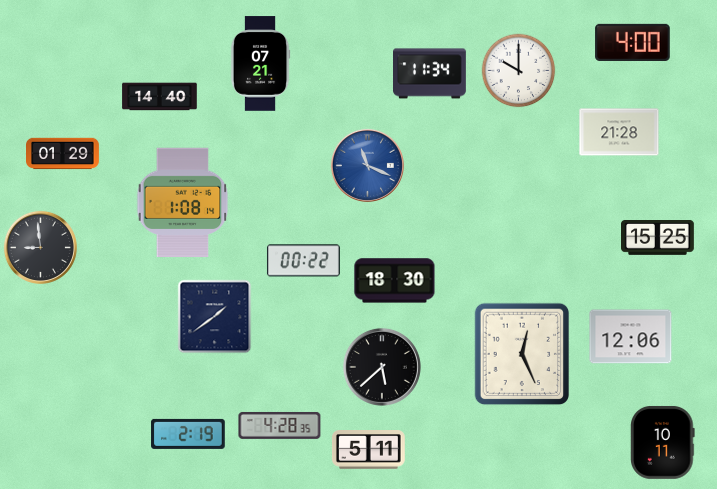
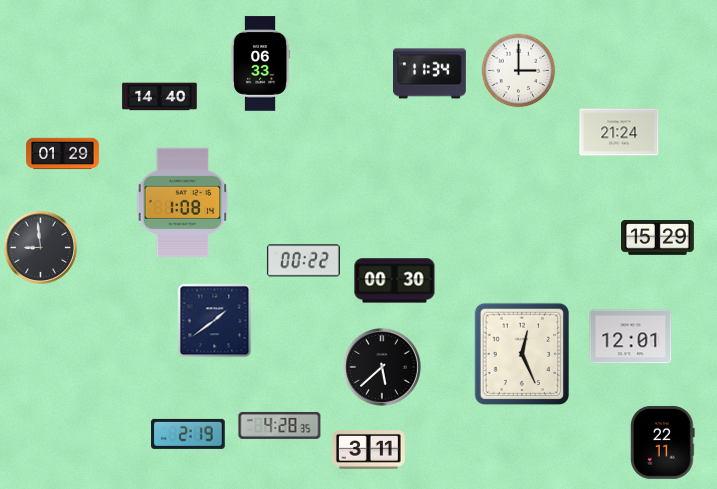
clock at (633, 42): 4:00 -> none
clock at (260, 64): 07:21 -> 06:33
clock at (519, 71): 10:00 -> 3:00
clock at (619, 132): 21:28 -> 21:24
clock at (367, 165): 11:19 -> none
clock at (658, 238): 15:25 -> 15:29
clock at (395, 281): 18:30 -> 00:30
clock at (215, 317) position: (215, 317) -> (215, 321)
clock at (631, 337): 12:06 -> 12:01
clock at (663, 442): 10:11 -> 22:11
clock at (368, 450): 5:11 -> 3:11
